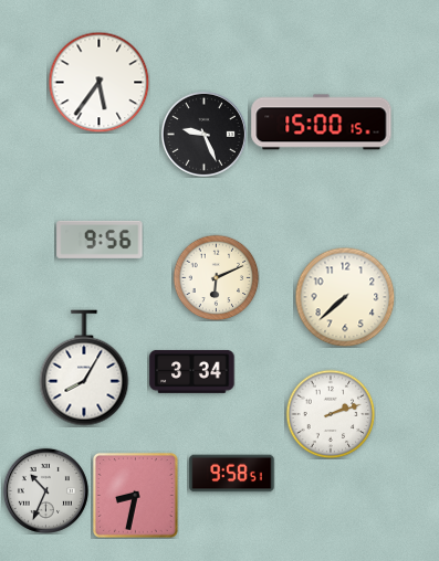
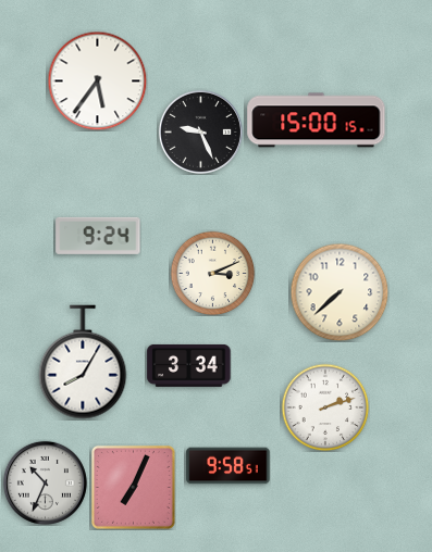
clock at (100, 240): 9:56 -> 9:24
clock at (216, 277): 6:11 -> 3:11
clock at (135, 495): 8:32 -> 7:04
